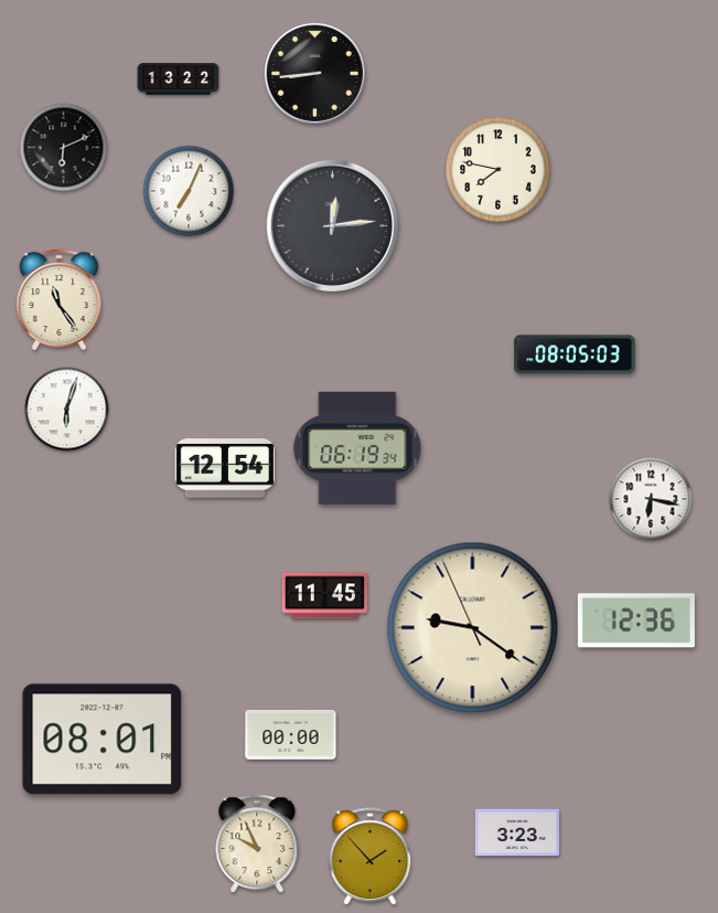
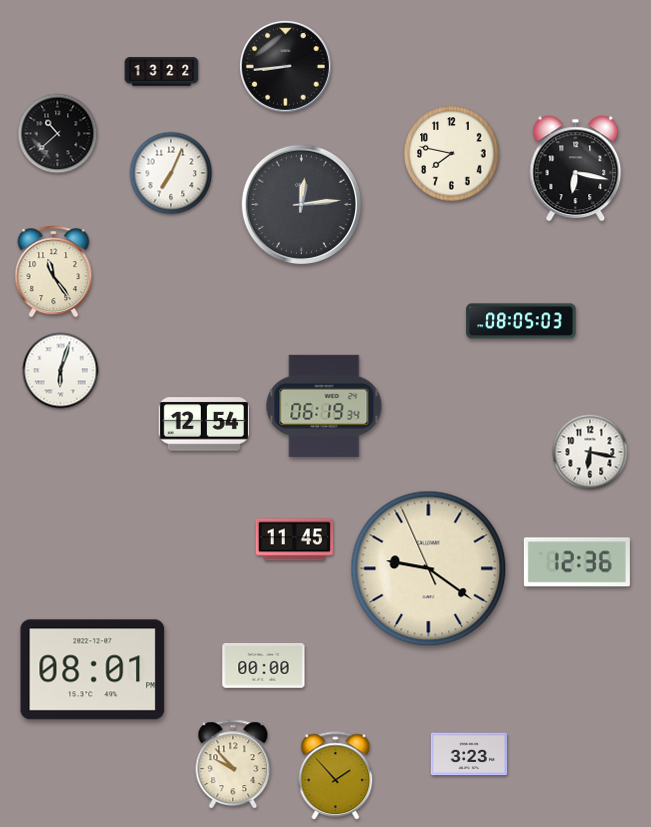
clock at (64, 148): 6:11 -> 10:38
clock at (576, 169): none -> 6:17
clock at (257, 845): 9:56 -> 9:53
